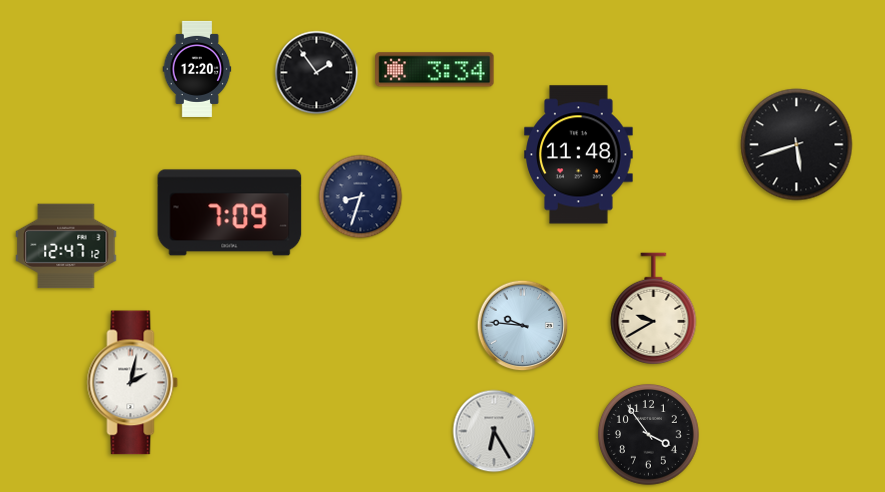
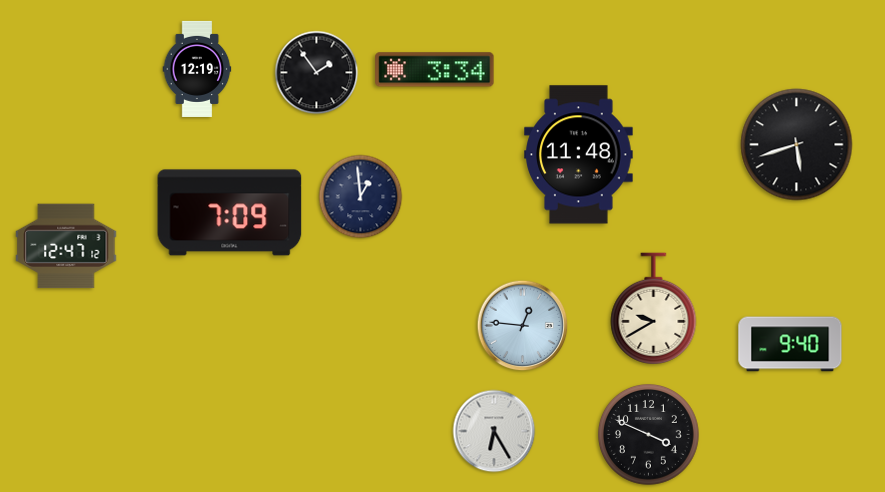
clock at (197, 69): 12:20 -> 12:19
clock at (361, 197): 8:33 -> 12:59
clock at (523, 326): 9:46 -> 12:46
clock at (790, 344): none -> 9:40
clock at (133, 383): 2:02 -> none
clock at (649, 435): 3:54 -> 3:49
